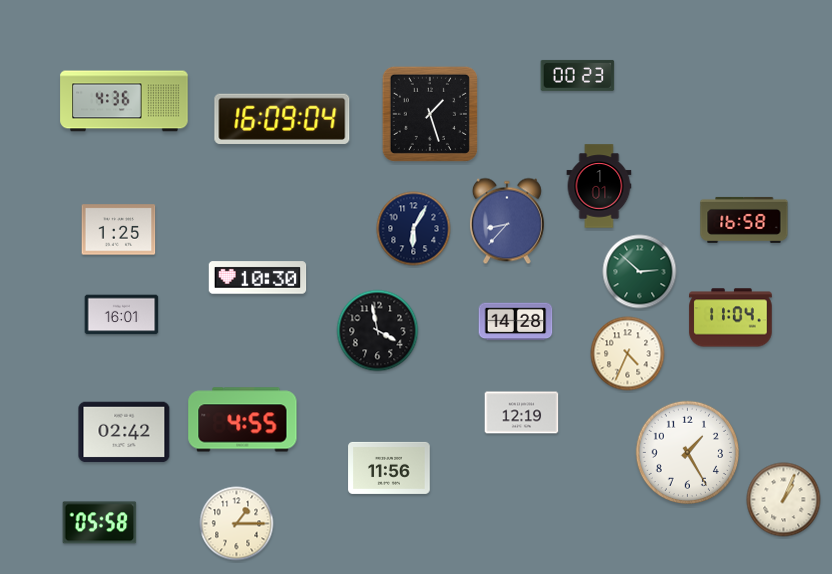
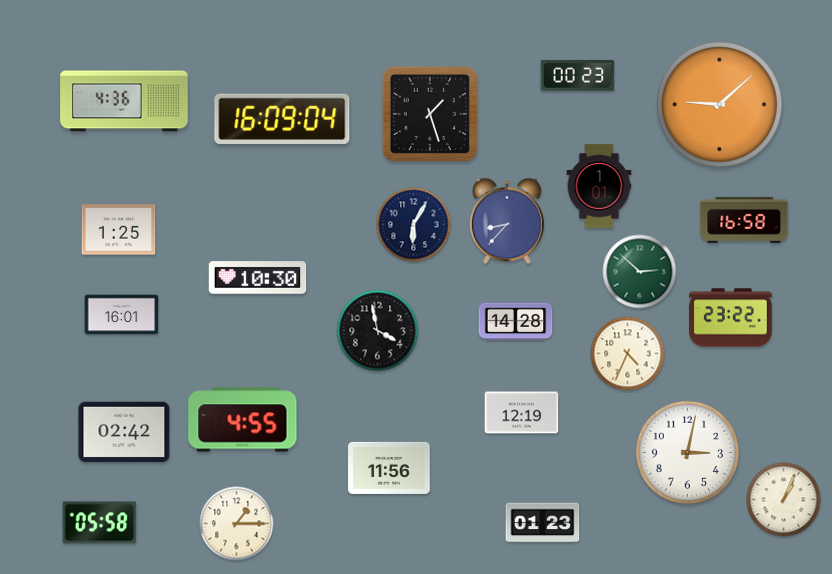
clock at (720, 105): none -> 9:08
clock at (414, 229) position: (414, 229) -> (414, 225)
clock at (731, 318): 11:04 -> 23:22
clock at (687, 452): 1:25 -> 3:02
clock at (543, 523): none -> 01:23
